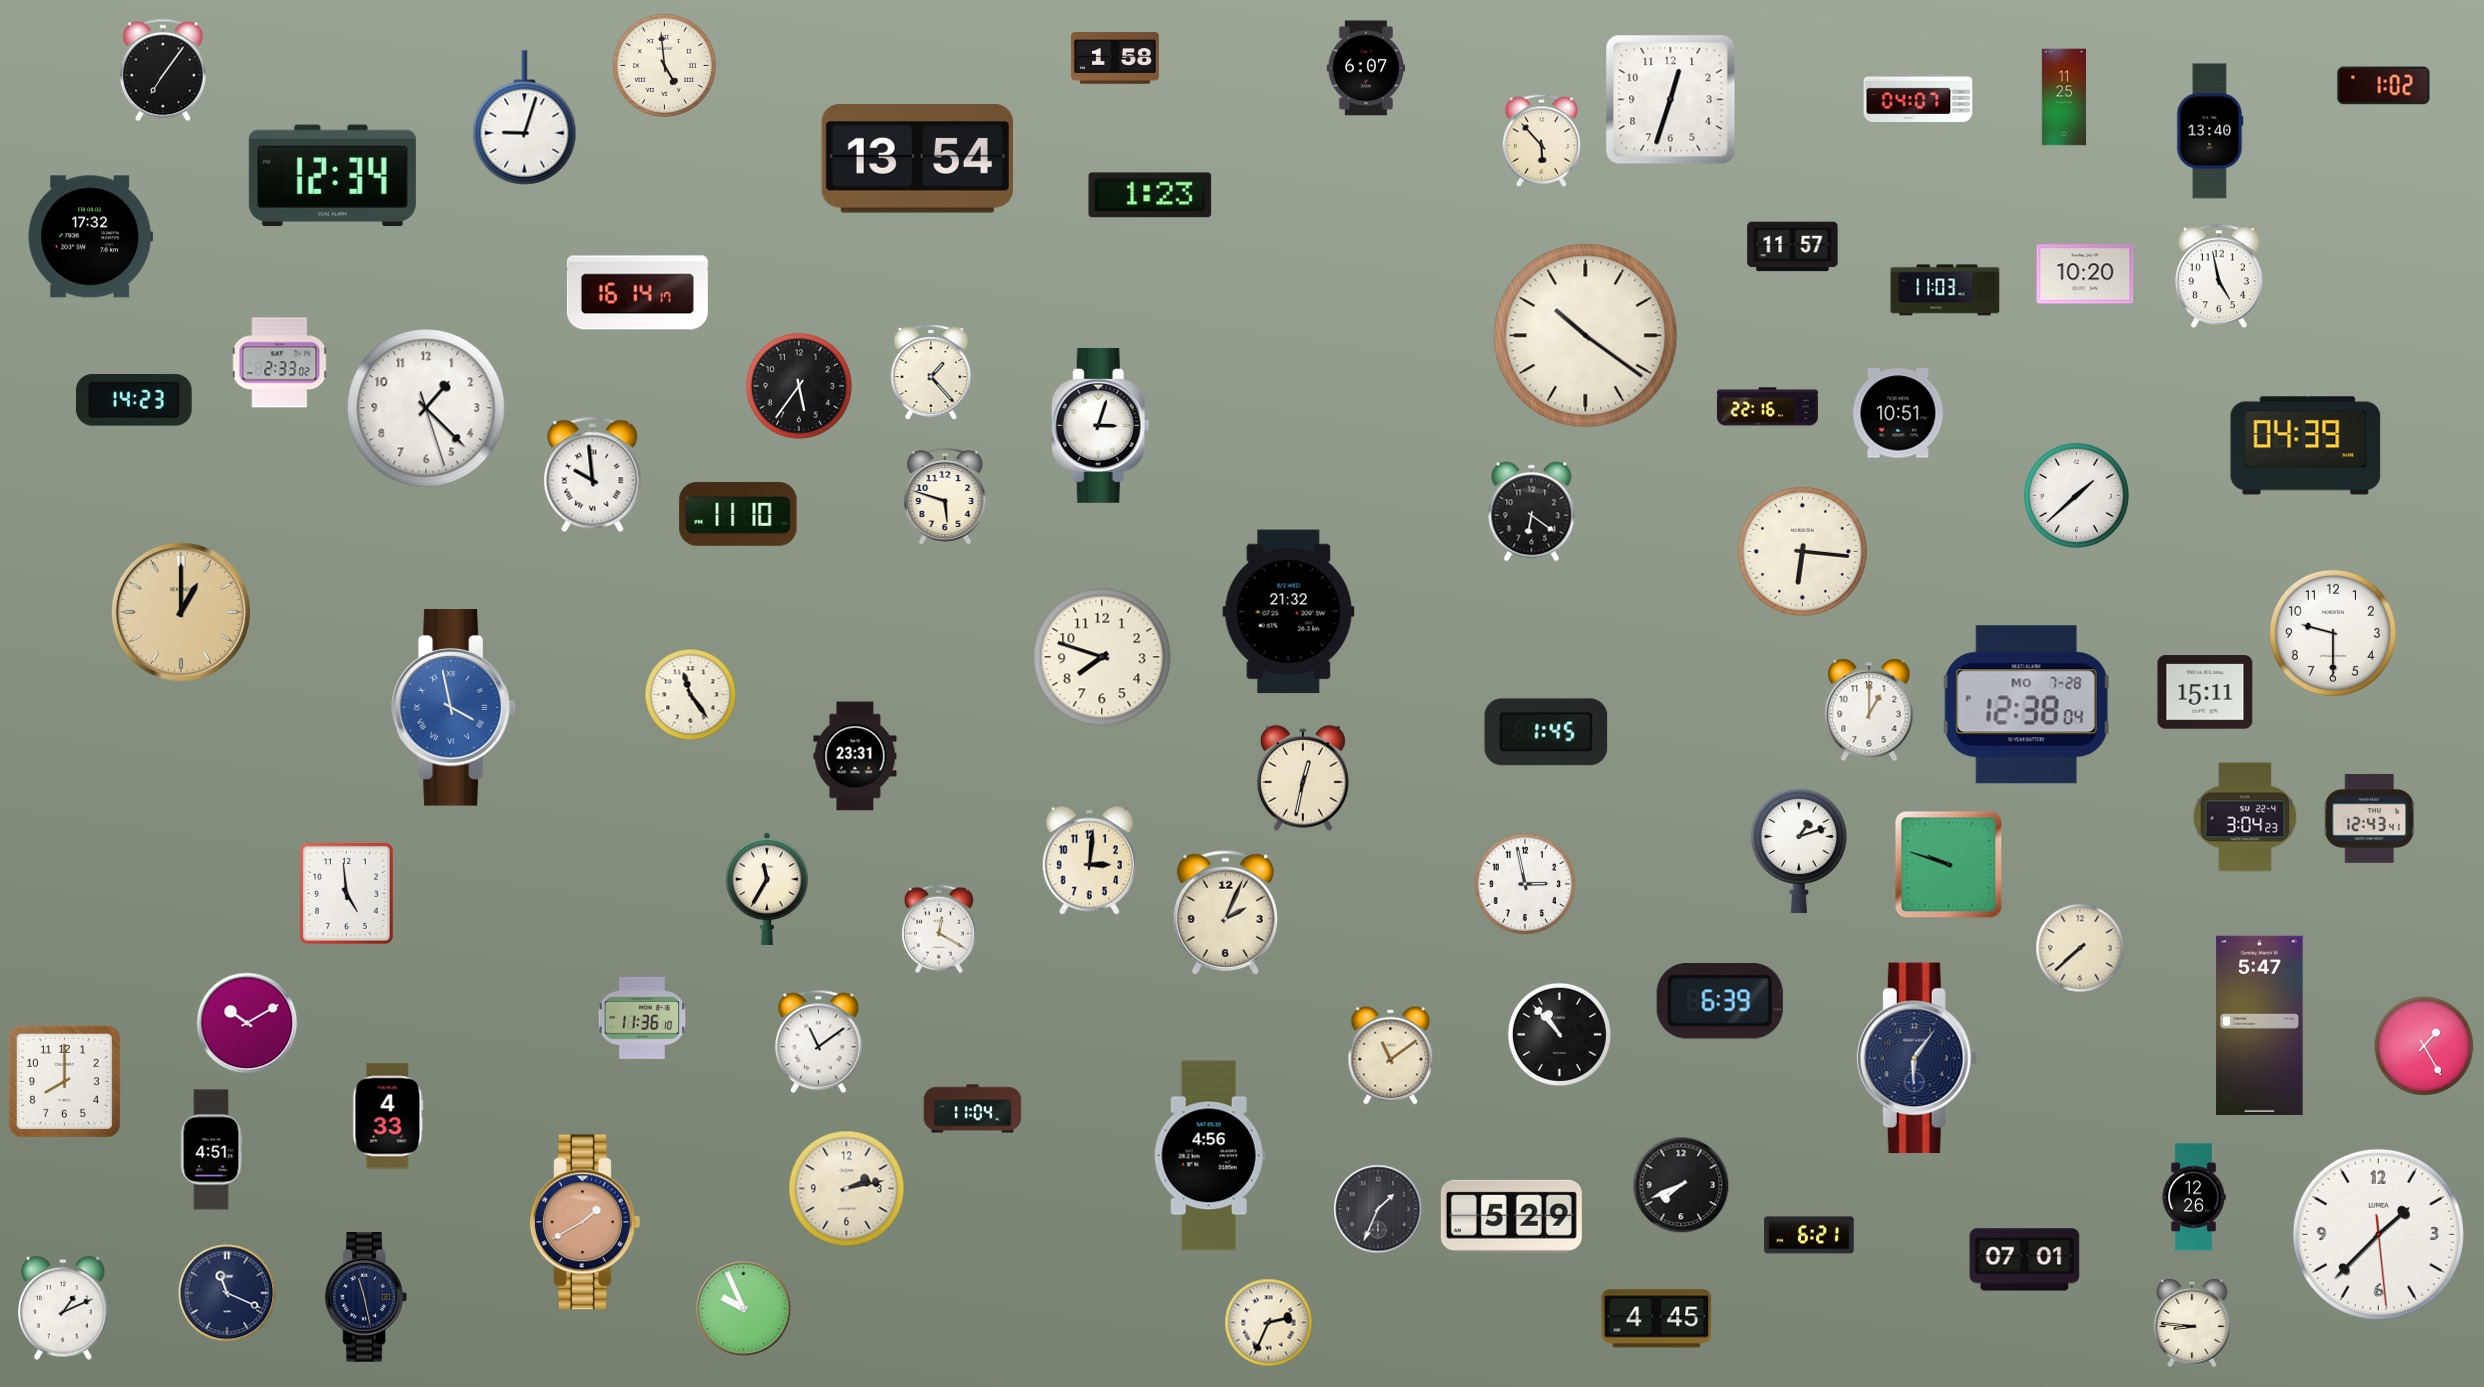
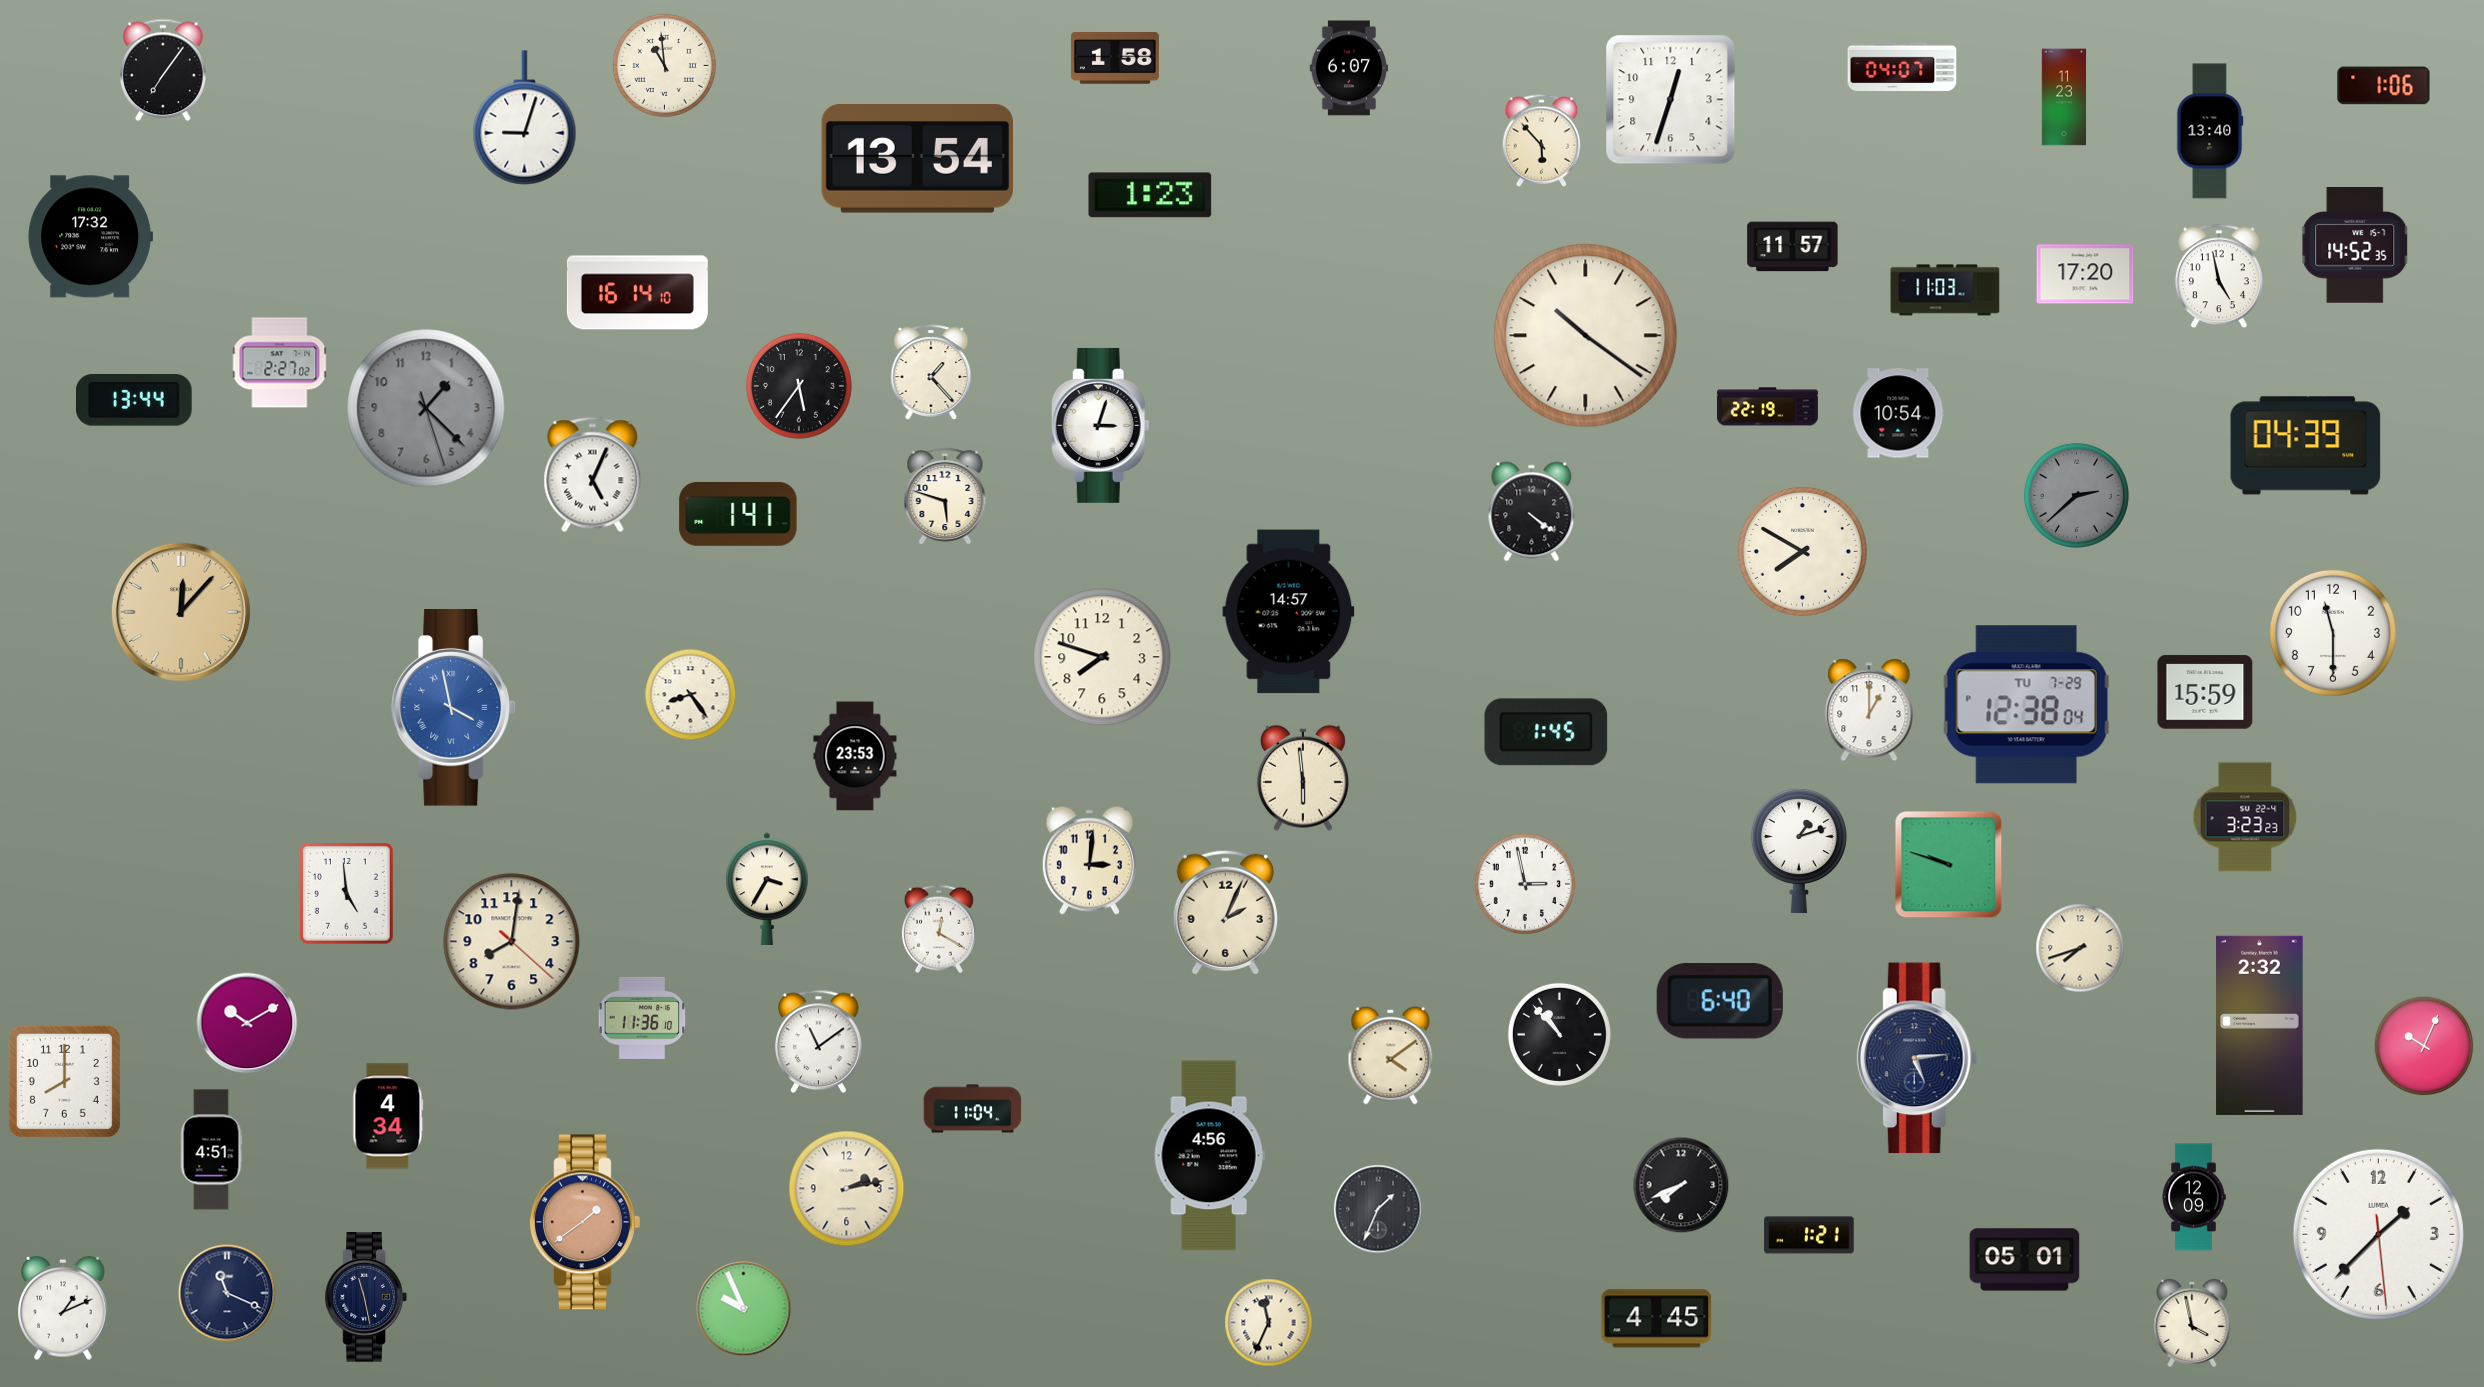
clock at (664, 65): 4:59 -> 10:59
clock at (1365, 68) position: (1365, 68) -> (1348, 68)
clock at (2384, 86): 1:02 -> 1:06
clock at (2064, 97): 11:25 -> 11:23
clock at (1918, 98) position: (1918, 98) -> (1902, 67)
clock at (332, 176): 12:34 -> none
clock at (2355, 246): none -> 14:52
clock at (2085, 274): 10:20 -> 17:20
clock at (637, 293): 16:14:17 -> 16:14:10
clock at (280, 363): 2:33 -> 2:27
clock at (134, 400): 14:23 -> 13:44
clock at (1767, 407): 22:16 -> 22:19
clock at (426, 408) dial: white -> grey
clock at (1898, 413): 10:51 -> 10:54
clock at (593, 475): 9:59 -> 5:04
clock at (2076, 495): 1:38 -> 2:38
clock at (2076, 495) dial: white -> grey
clock at (1532, 512): 6:21 -> 4:21
clock at (738, 514): 11:10 -> 1:41
clock at (1802, 551): 6:16 -> 7:50
clock at (181, 612): 1:00 -> 12:07
clock at (1289, 612): 21:32 -> 14:57
clock at (2333, 633): 9:30 -> 11:30
clock at (2205, 692): 15:11 -> 15:59
clock at (691, 695): 11:24 -> 8:24
clock at (2027, 705) date: MO 7-28 -> TU 7-29
clock at (855, 756): 23:31 -> 23:53
clock at (1303, 778): 12:32 -> 5:59
clock at (2245, 817): 3:04 -> 3:23
clock at (2370, 818): 12:43 -> none
clock at (767, 888): 11:35 -> 3:35
clock at (512, 942): none -> 8:01
clock at (2080, 948): 7:38 -> 7:42
clock at (1720, 1002): 6:39 -> 6:40
clock at (2260, 1025): 5:47 -> 2:32
clock at (2424, 1046): 1:25 -> 10:04
clock at (1391, 1056): 11:09 -> 4:09
clock at (1917, 1058): 6:06 -> 5:14
clock at (388, 1116): 4:33 -> 4:34
clock at (2194, 1197): 12:26 -> 12:09
clock at (1511, 1216): 5:29 -> none
clock at (585, 1222): 1:40 -> 1:39
clock at (1809, 1235): 6:21 -> 1:21
clock at (2025, 1260): 07:01 -> 05:01
clock at (1269, 1323): 2:34 -> 11:34
clock at (2192, 1323): 8:46 -> 3:58
